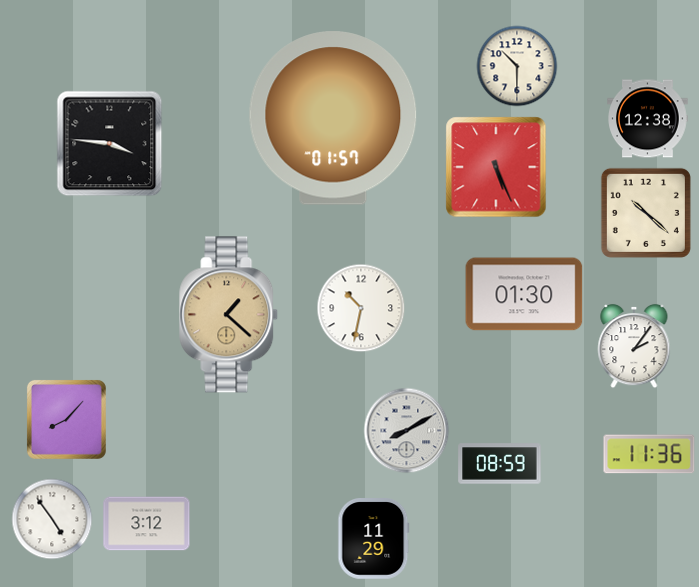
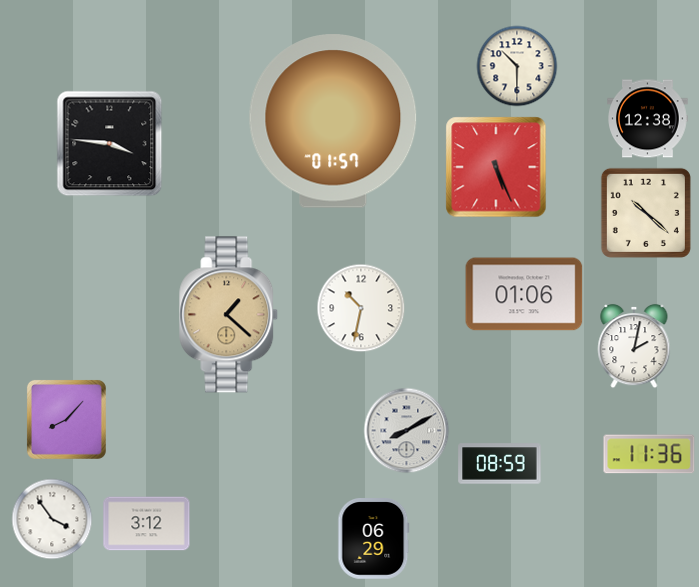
clock at (333, 118) position: (333, 118) -> (333, 121)
clock at (524, 294): 01:30 -> 01:06
clock at (634, 346): 2:06 -> 2:02
clock at (52, 519): 4:54 -> 3:54
clock at (374, 539): 11:29 -> 06:29
